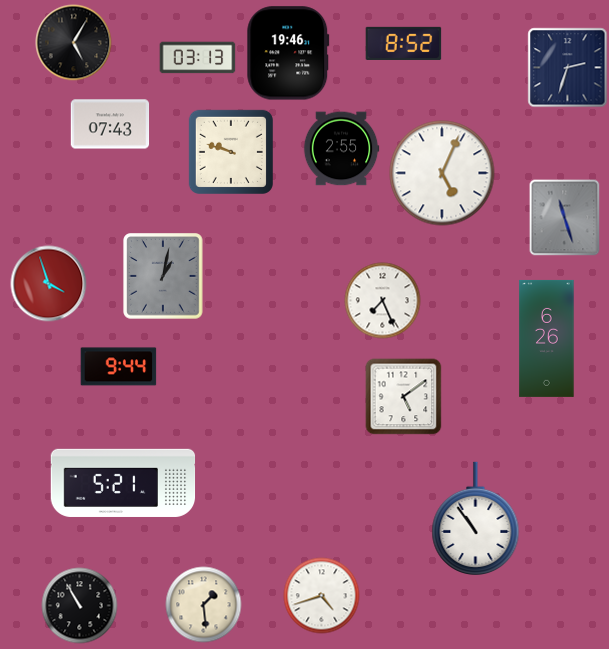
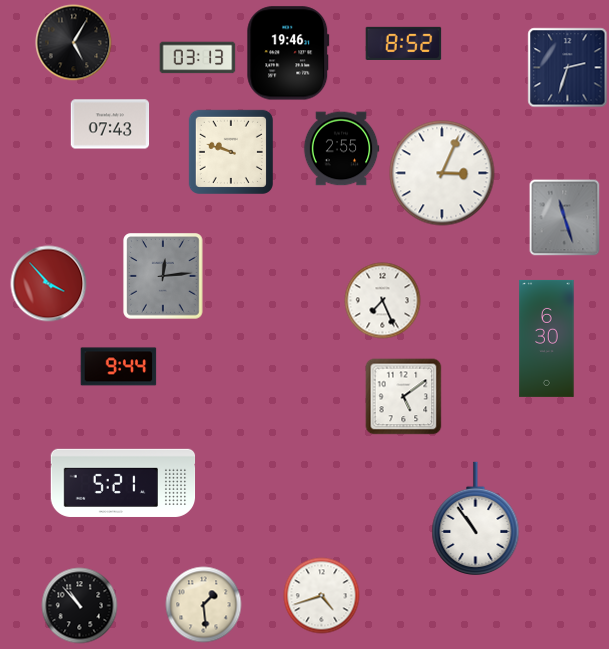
clock at (442, 173): 5:04 -> 3:04
clock at (163, 276): 1:02 -> 12:14
clock at (49, 284): 3:57 -> 3:53
clock at (547, 338): 6:26 -> 6:30
clock at (80, 606): 10:55 -> 10:53
